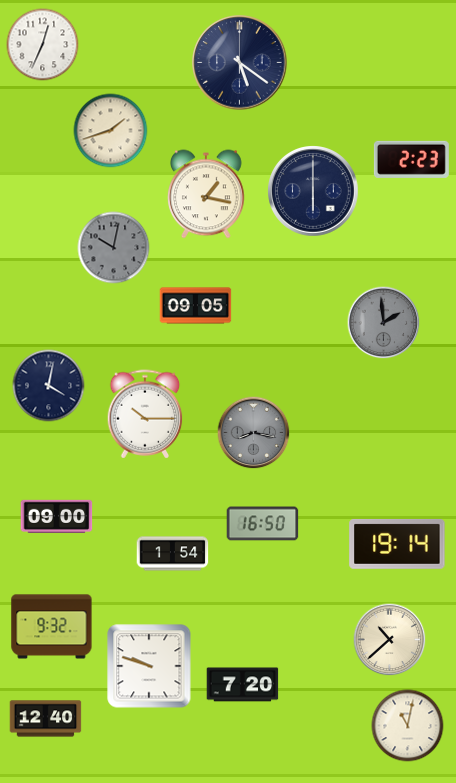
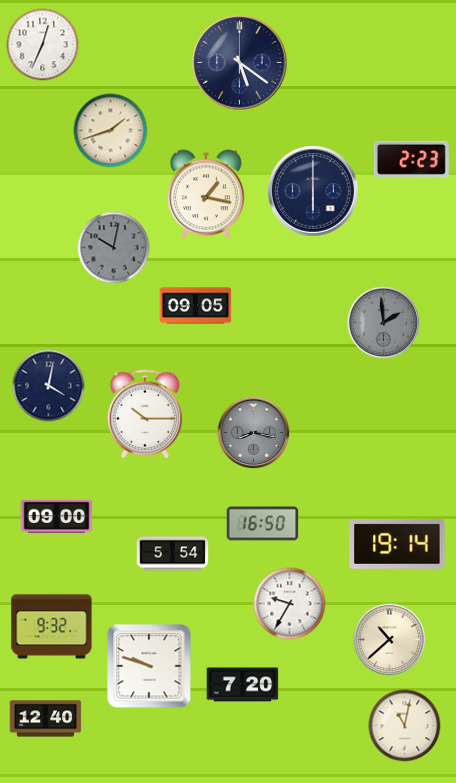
clock at (173, 554): 1:54 -> 5:54
clock at (290, 604): none -> 9:35
clock at (408, 726) position: (408, 726) -> (405, 726)
